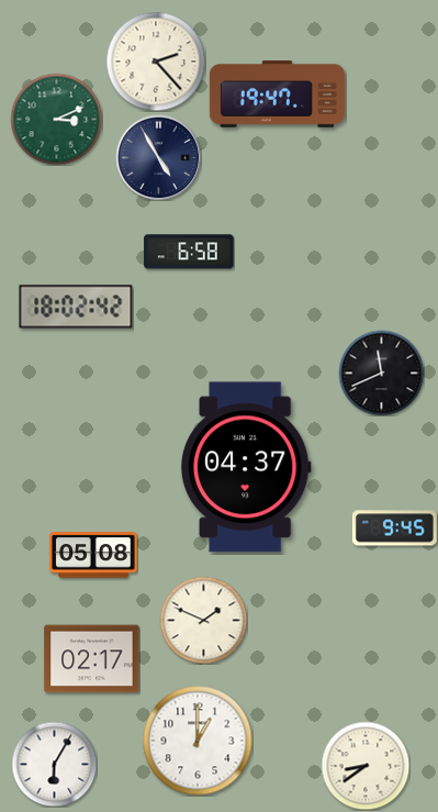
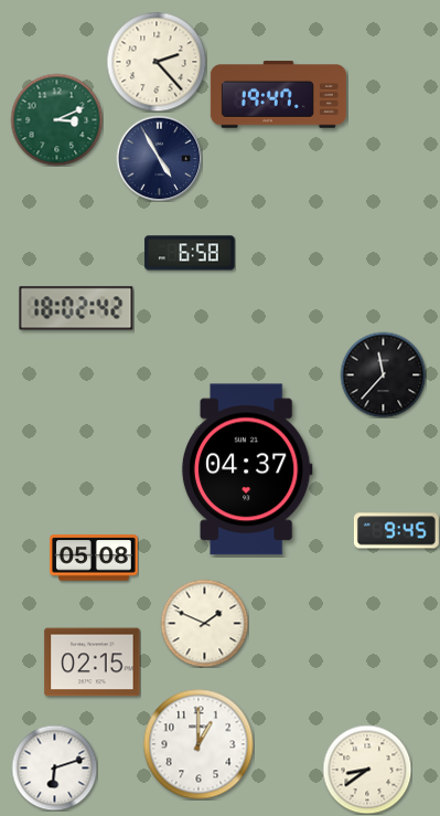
clock at (381, 372): 11:41 -> 11:37
clock at (92, 659): 02:17 -> 02:15
clock at (54, 764): 6:05 -> 6:12
